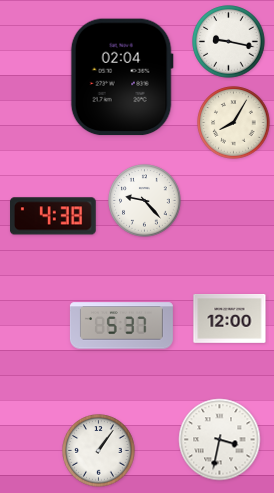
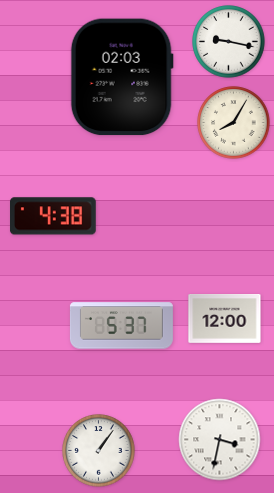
clock at (122, 77): 02:04 -> 02:03
clock at (145, 201): 9:23 -> none
clock at (230, 319) position: (230, 319) -> (225, 319)
